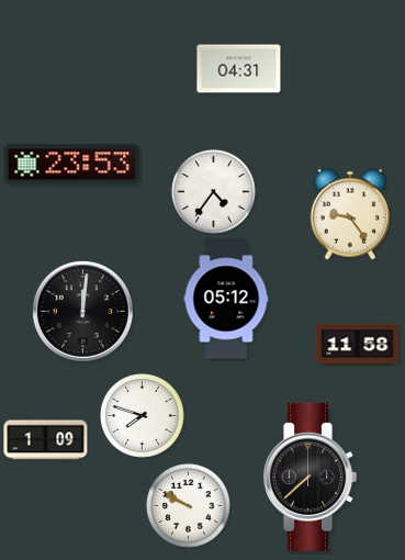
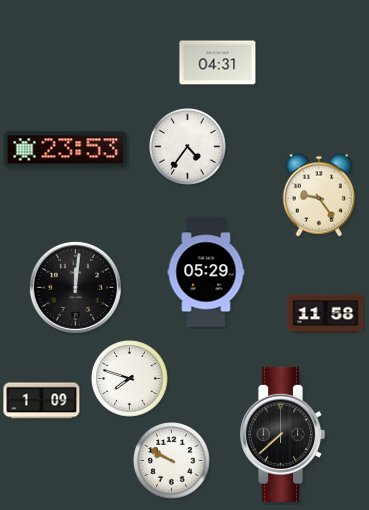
clock at (214, 192) position: (214, 192) -> (188, 147)
clock at (226, 299): 05:12 -> 05:29
clock at (82, 311) position: (82, 311) -> (75, 287)
